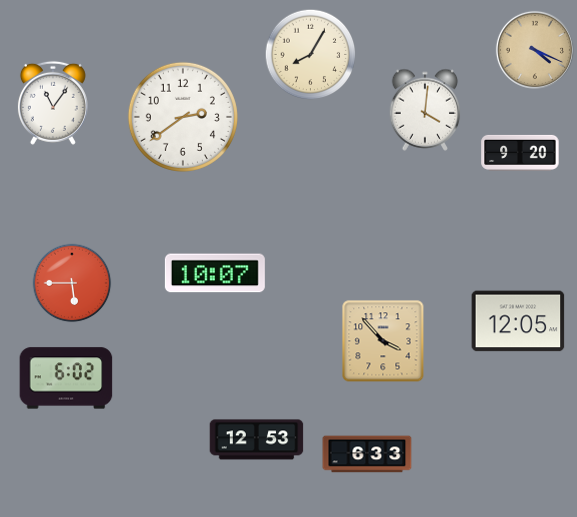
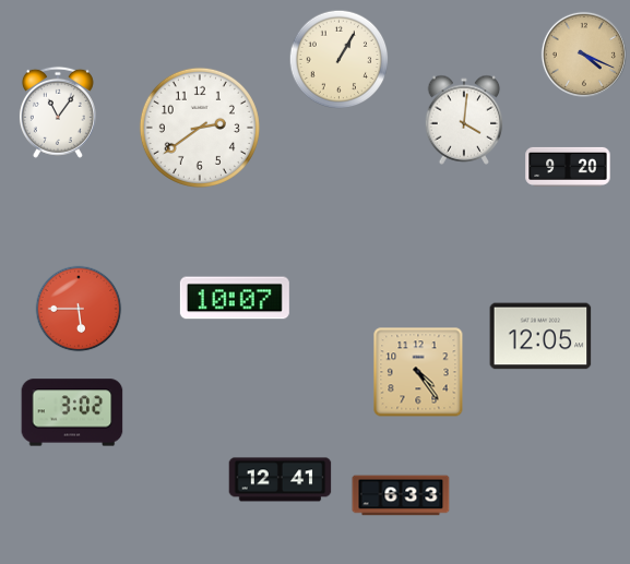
clock at (311, 55): 8:05 -> 1:05
clock at (518, 321) position: (518, 321) -> (540, 336)
clock at (383, 341): 3:53 -> 4:24
clock at (66, 378): 6:02 -> 3:02
clock at (257, 440): 12:53 -> 12:41
